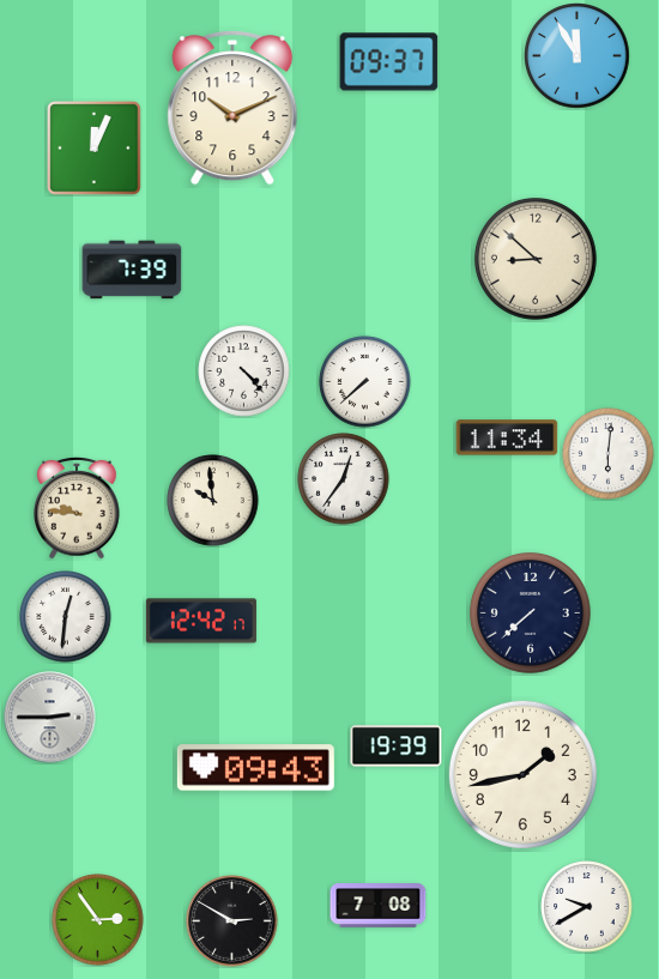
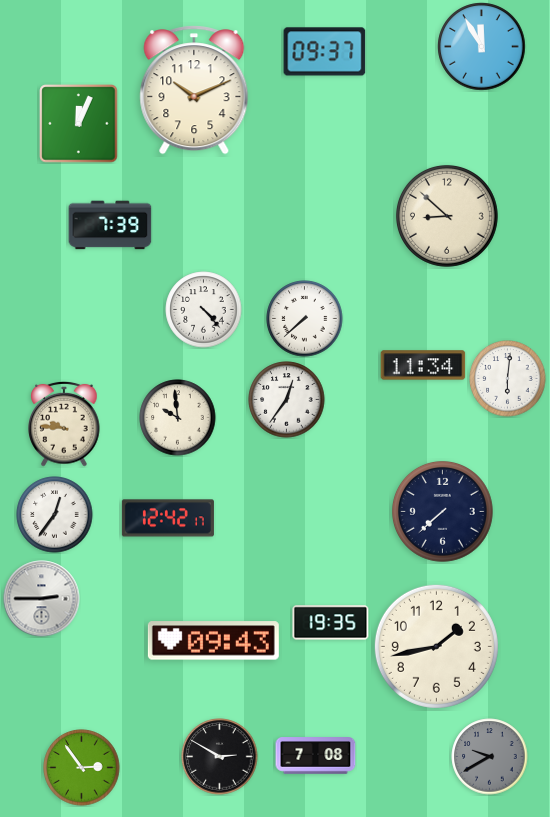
clock at (66, 617): 12:31 -> 12:36
clock at (397, 747): 19:39 -> 19:35
clock at (587, 907) dial: white -> grey
clock at (232, 921) position: (232, 921) -> (220, 757)
